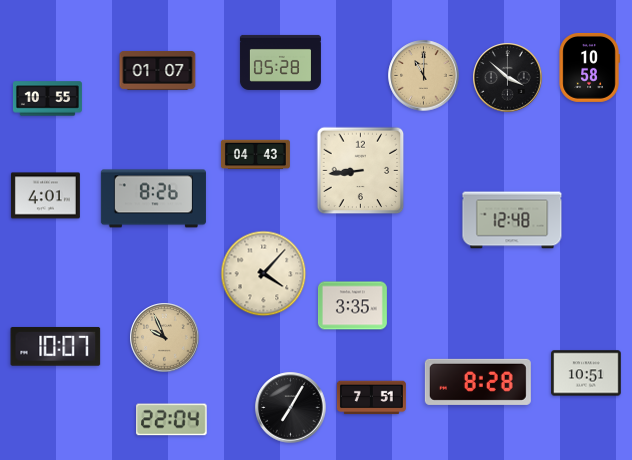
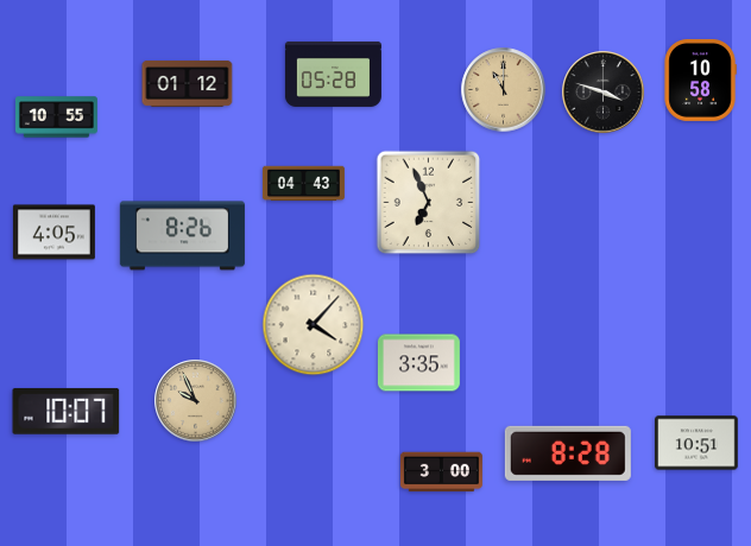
clock at (158, 70): 01:07 -> 01:12
clock at (508, 78): 3:52 -> 3:48
clock at (361, 171): 8:44 -> 6:56
clock at (45, 196): 4:01 -> 4:05
clock at (512, 220): 12:48 -> none
clock at (371, 398): 7:51 -> 3:00
clock at (291, 408): 7:05 -> none
clock at (172, 420): 22:04 -> none
